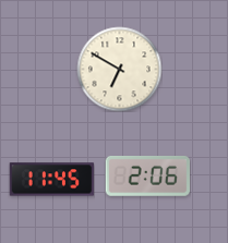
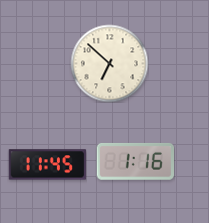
clock at (119, 69): 6:50 -> 6:52
clock at (147, 175): 2:06 -> 1:16
